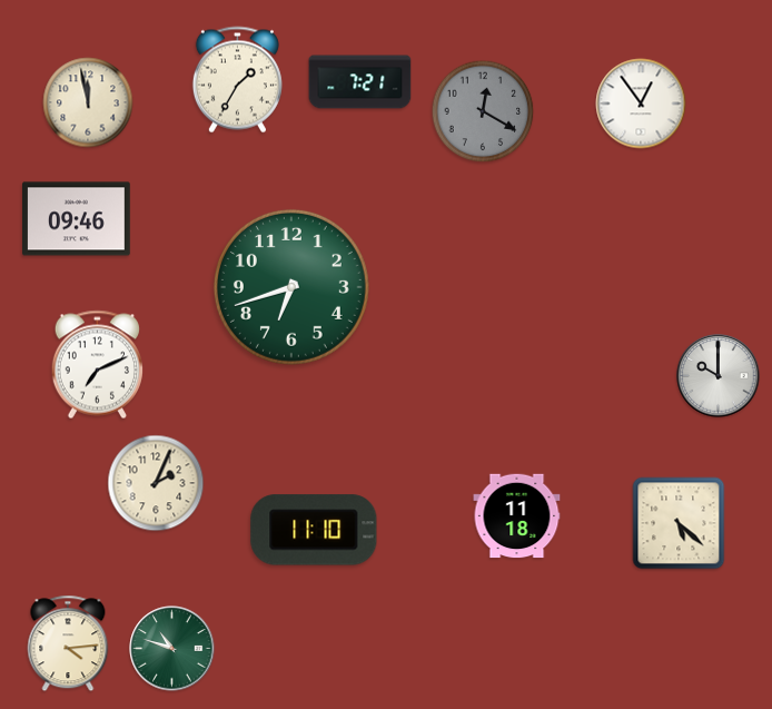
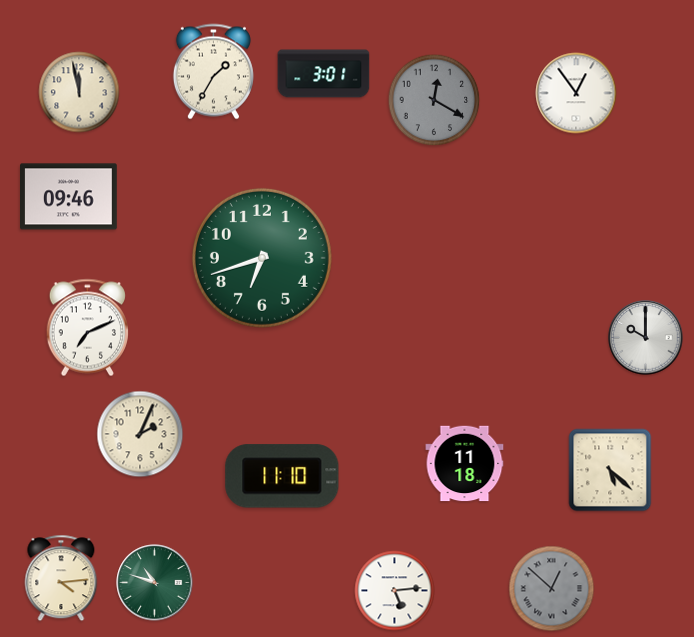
clock at (360, 82): 7:21 -> 3:01
clock at (552, 589): none -> 12:52
clock at (395, 591): none -> 5:14
